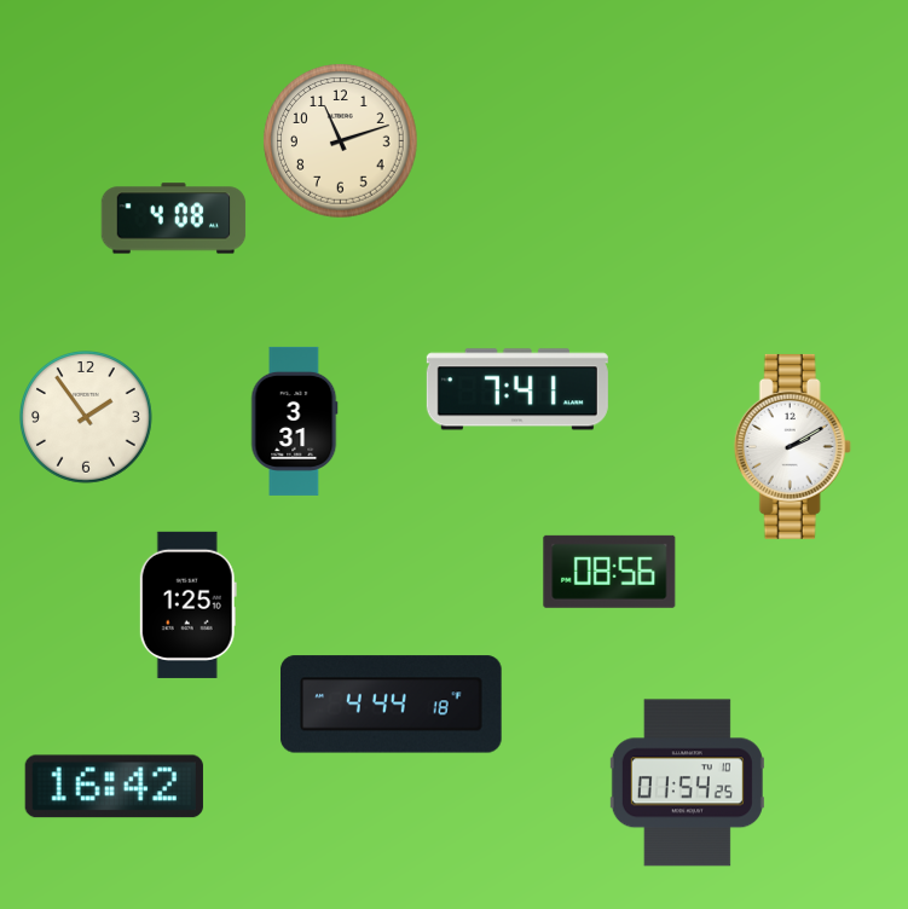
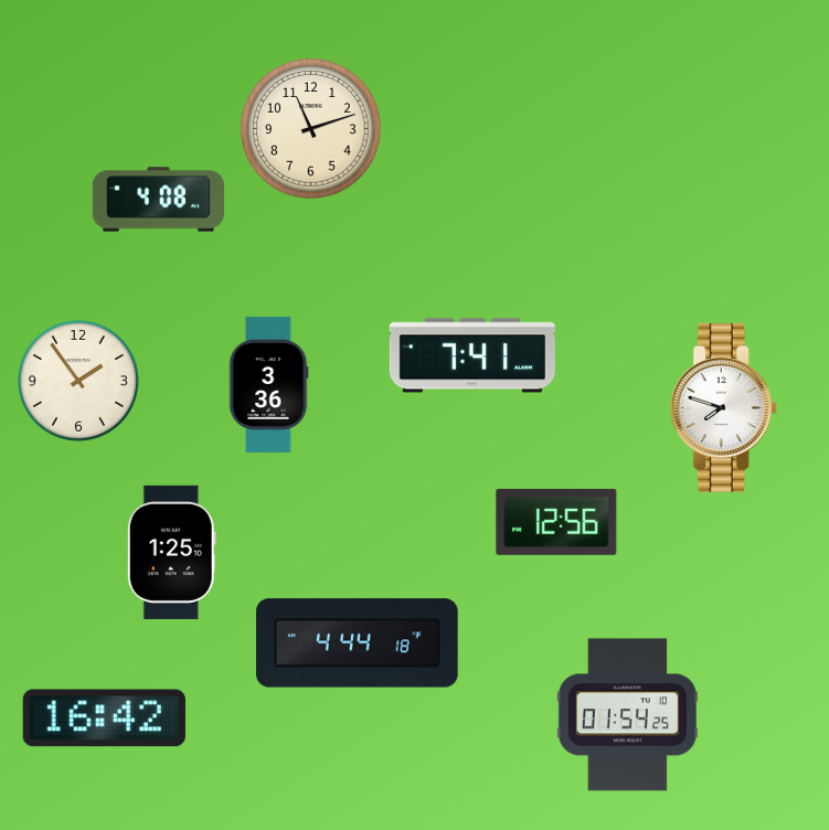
clock at (295, 421): 3:31 -> 3:36
clock at (792, 446): 2:10 -> 7:48
clock at (609, 572): 08:56 -> 12:56
